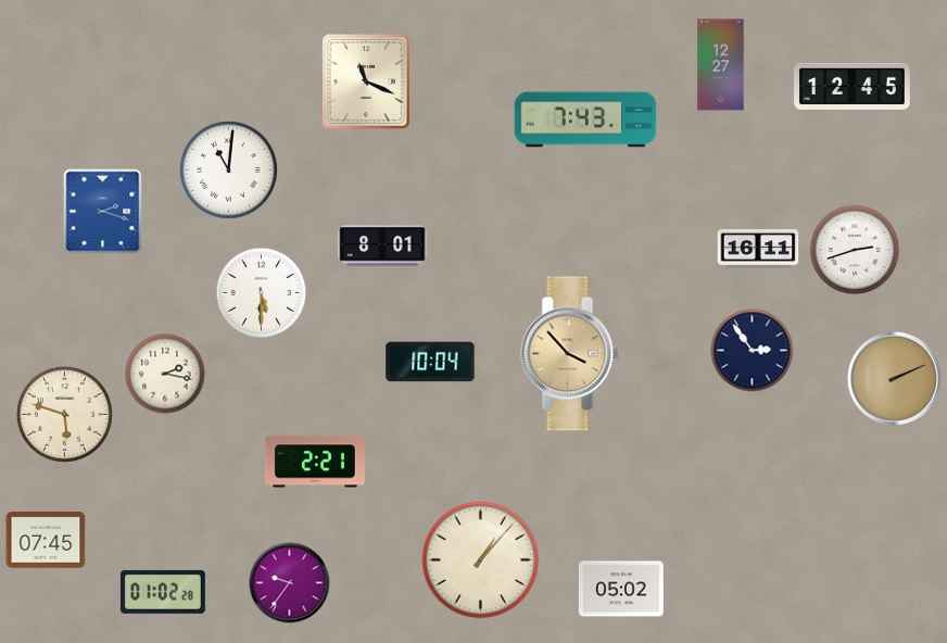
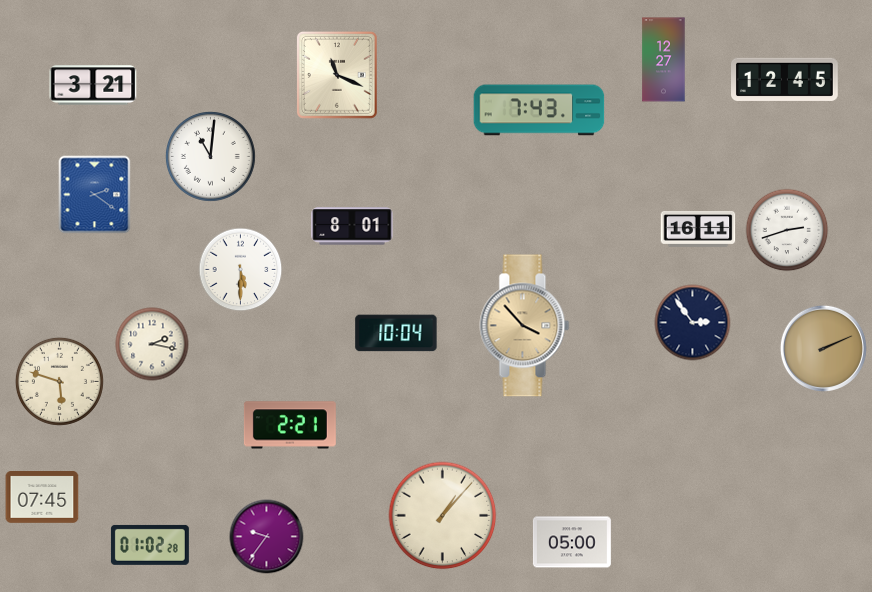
clock at (93, 85): none -> 3:21
clock at (103, 212): 2:18 -> 2:21
clock at (621, 589): 05:02 -> 05:00
